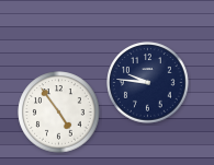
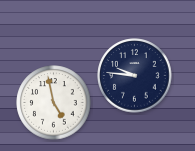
clock at (59, 113): 4:54 -> 4:58
